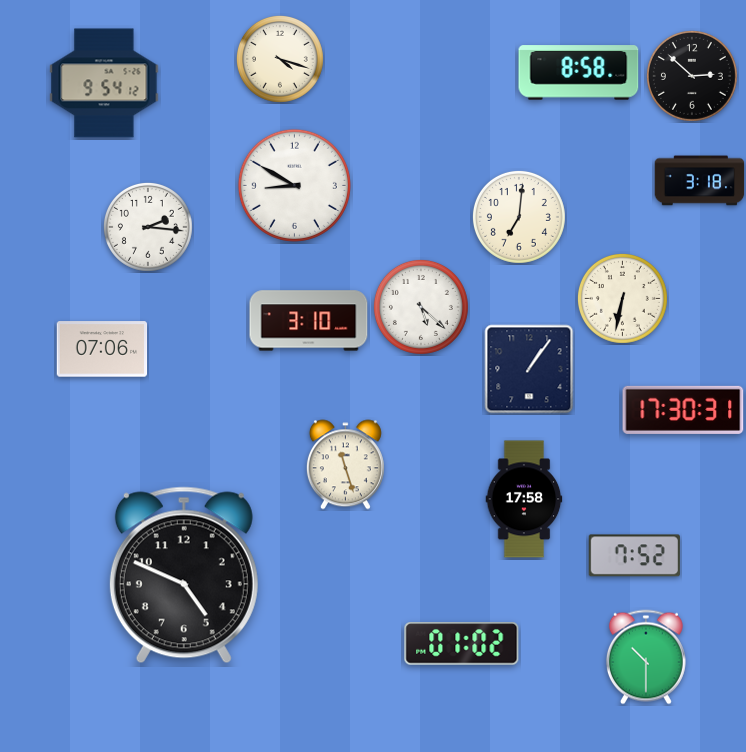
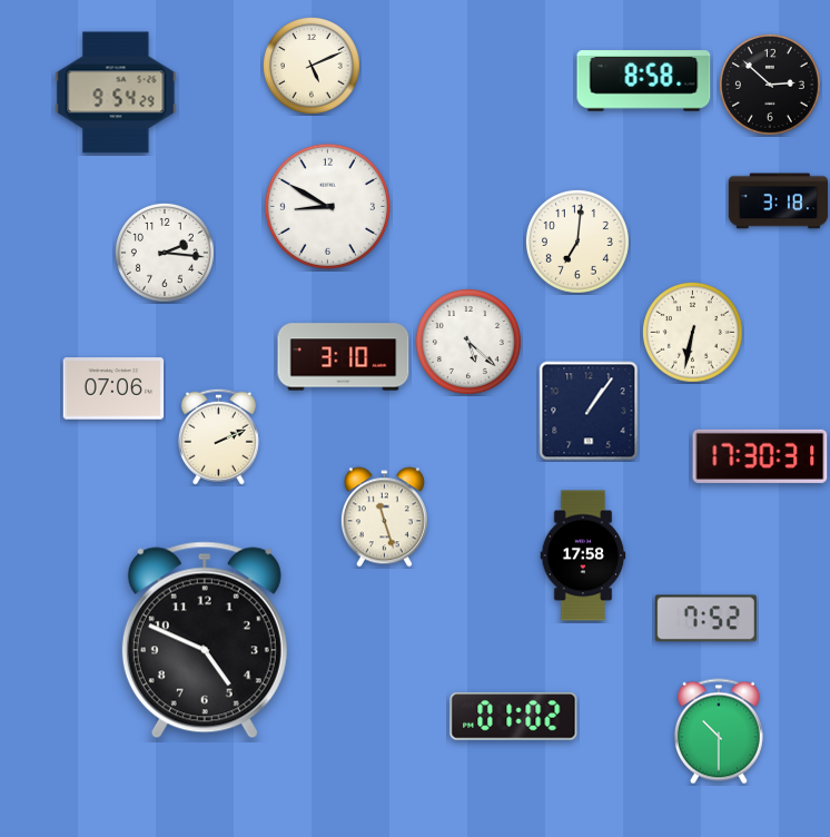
clock at (280, 59): 4:18 -> 5:11
clock at (104, 83): 9:54:12 -> 9:54:29
clock at (218, 436): none -> 2:11
